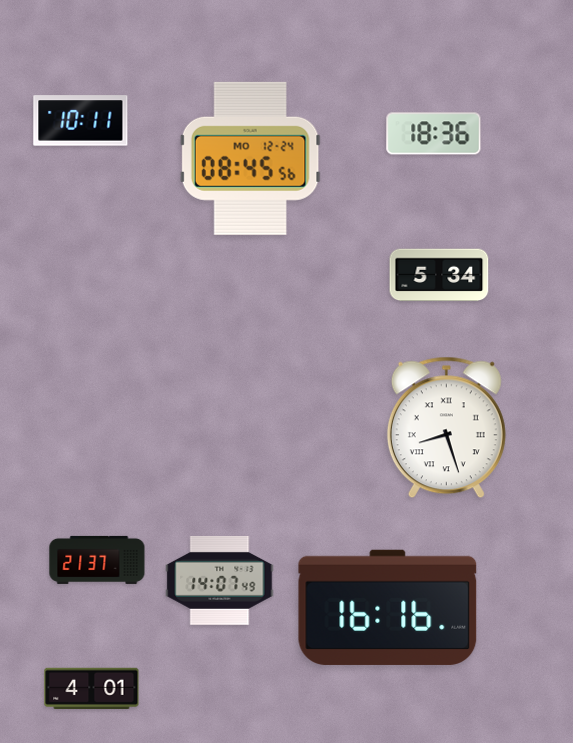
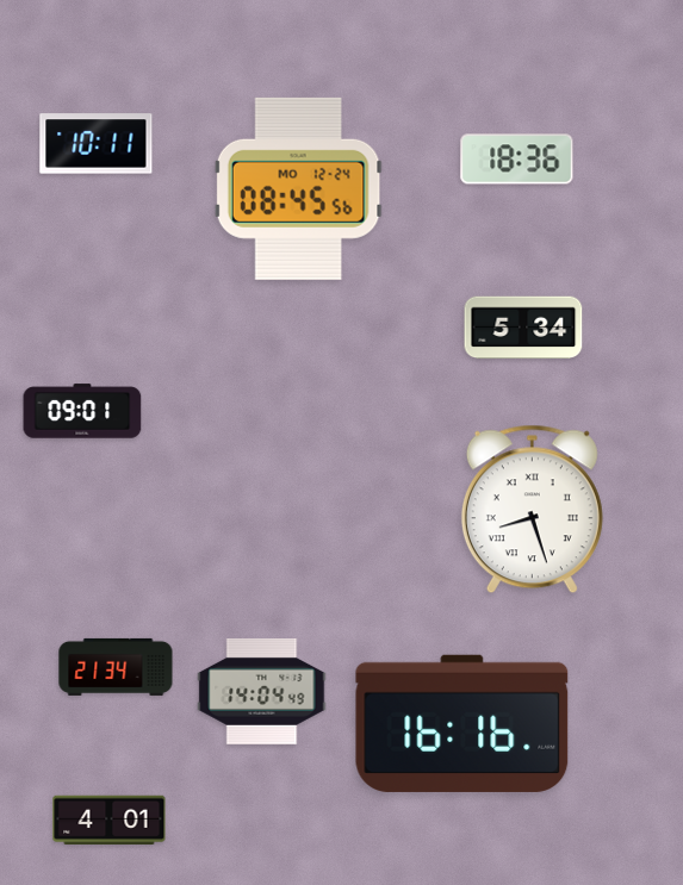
clock at (82, 411): none -> 09:01
clock at (97, 560): 21:37 -> 21:34
clock at (220, 580): 14:07 -> 14:04
